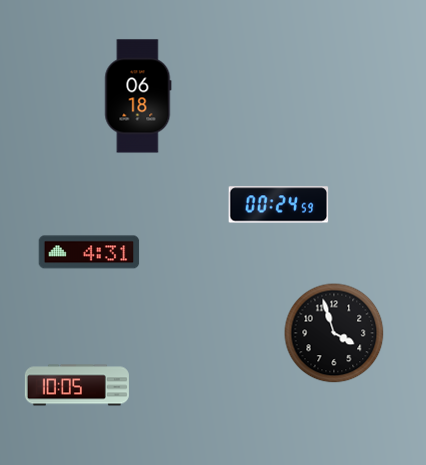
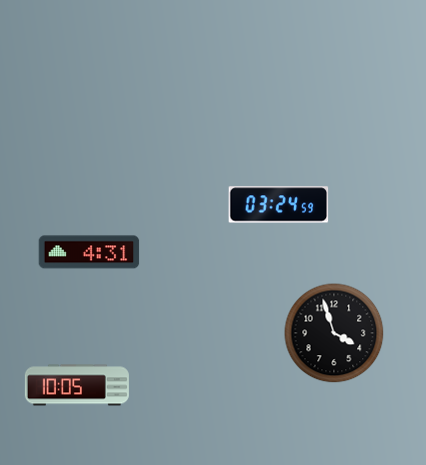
clock at (138, 96): 06:18 -> none
clock at (279, 205): 00:24 -> 03:24
